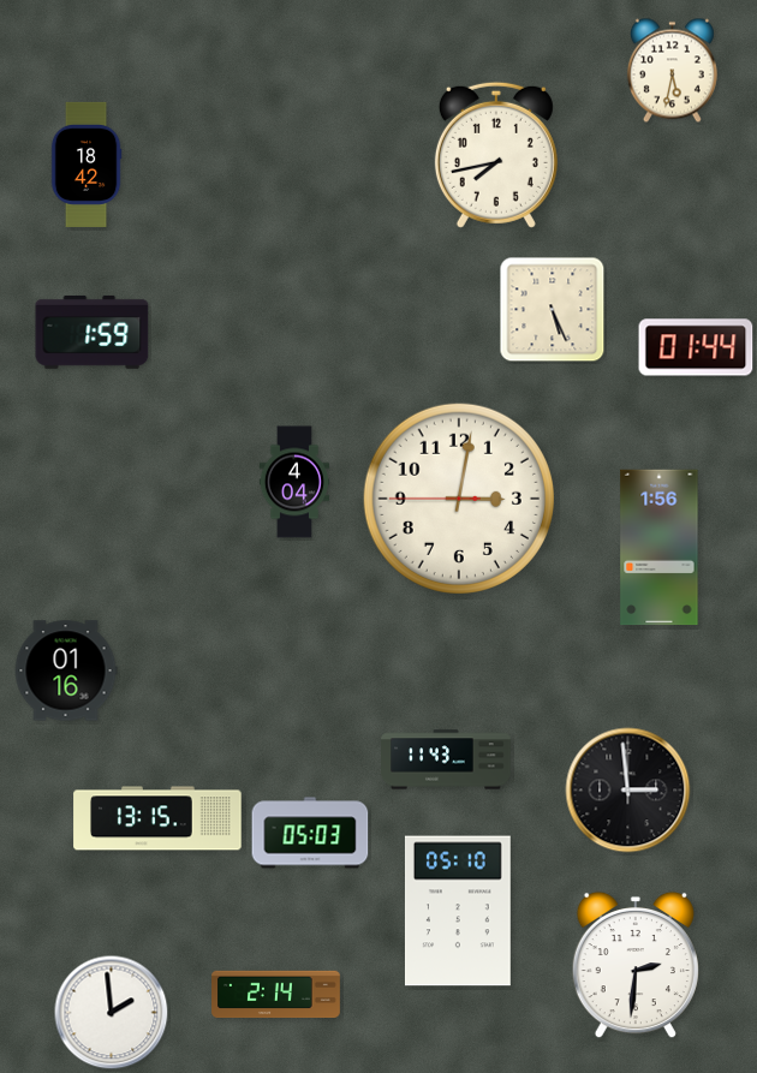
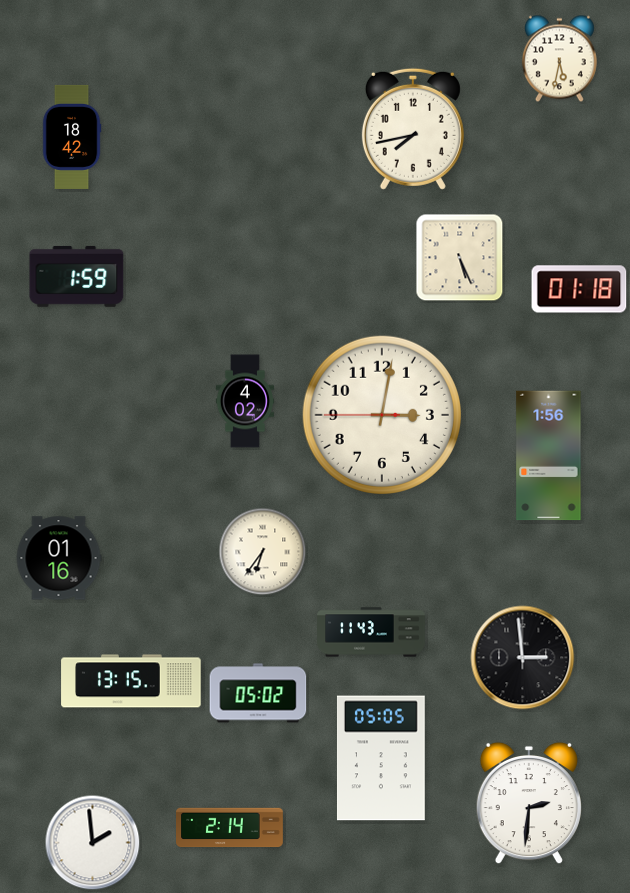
clock at (696, 347): 01:44 -> 01:18
clock at (293, 482): 4:04 -> 4:02
clock at (263, 552): none -> 6:36
clock at (66, 670) position: (66, 670) -> (59, 558)
clock at (310, 833): 05:03 -> 05:02
clock at (458, 911): 05:10 -> 05:05
